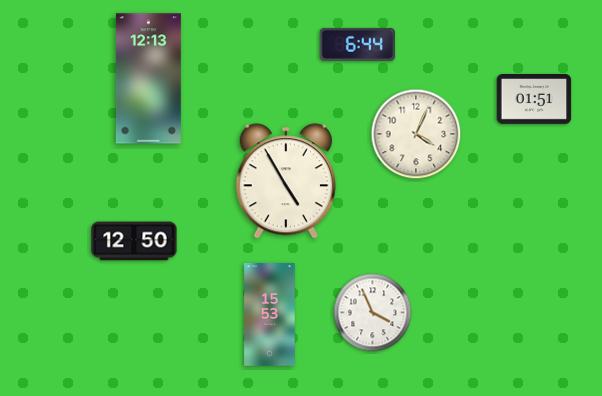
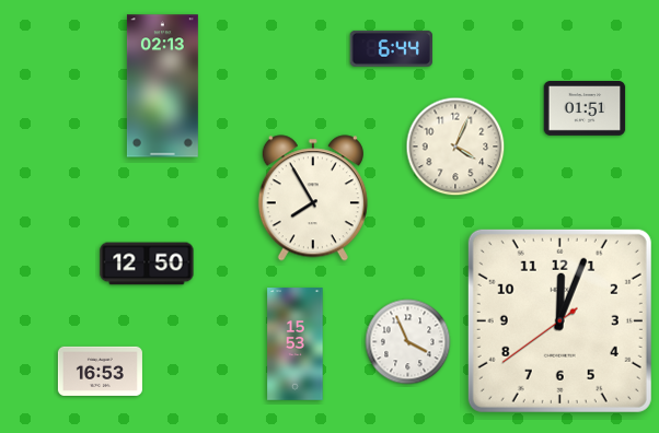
clock at (148, 79): 12:13 -> 02:13
clock at (286, 181): 4:55 -> 7:55
clock at (559, 320): none -> 12:03
clock at (100, 371): none -> 16:53
